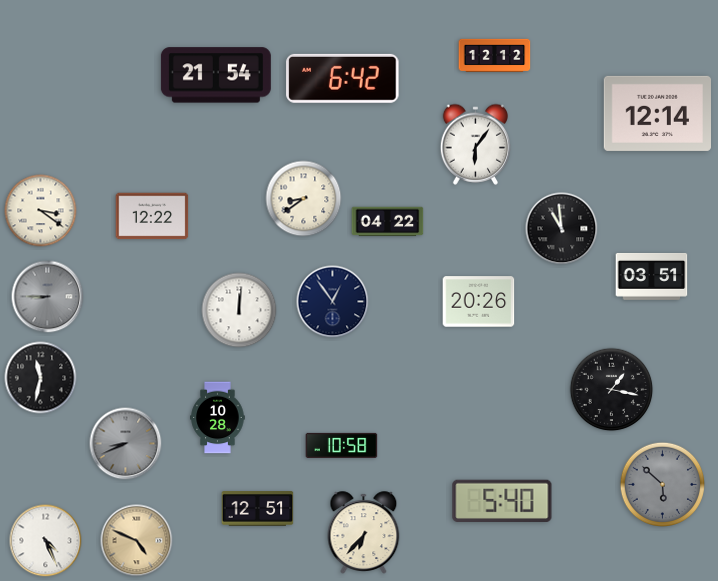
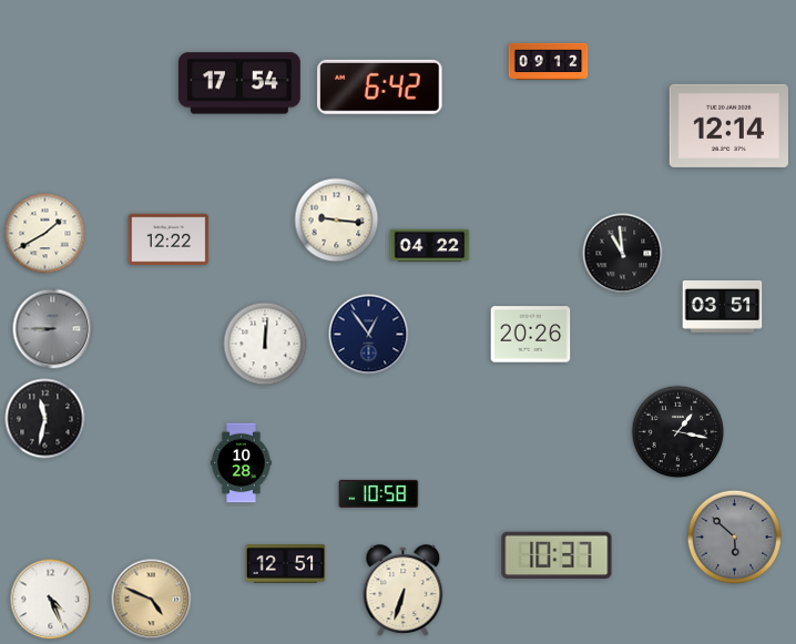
clock at (495, 55): 12:12 -> 09:12
clock at (216, 75): 21:54 -> 17:54
clock at (475, 144): 6:06 -> none
clock at (304, 199): 8:39 -> 9:16
clock at (41, 211): 3:21 -> 1:40
clock at (126, 444): 8:41 -> none
clock at (502, 500): 5:40 -> 10:37
clock at (364, 533): 6:37 -> 6:33
